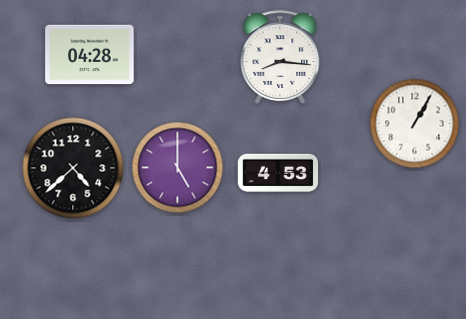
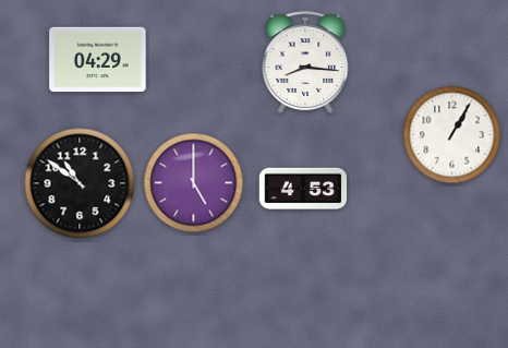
clock at (90, 55): 04:28 -> 04:29
clock at (73, 168): 4:38 -> 10:51
